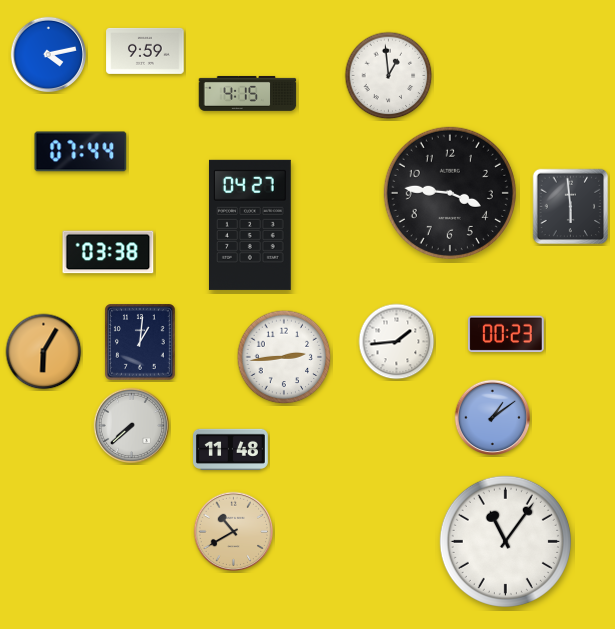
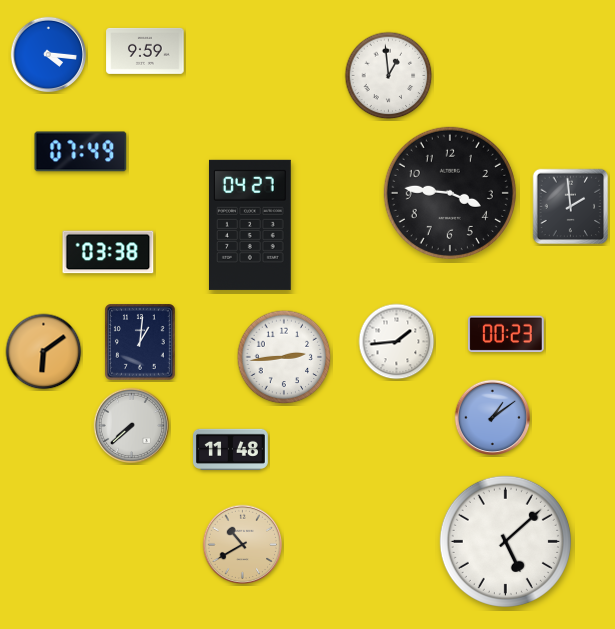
clock at (49, 55): 4:13 -> 4:16
clock at (248, 94): 4:15 -> none
clock at (81, 152): 07:44 -> 07:49
clock at (571, 207): 5:59 -> 1:59
clock at (44, 352): 6:05 -> 6:09
clock at (234, 532) position: (234, 532) -> (243, 545)
clock at (505, 541): 11:06 -> 5:08
